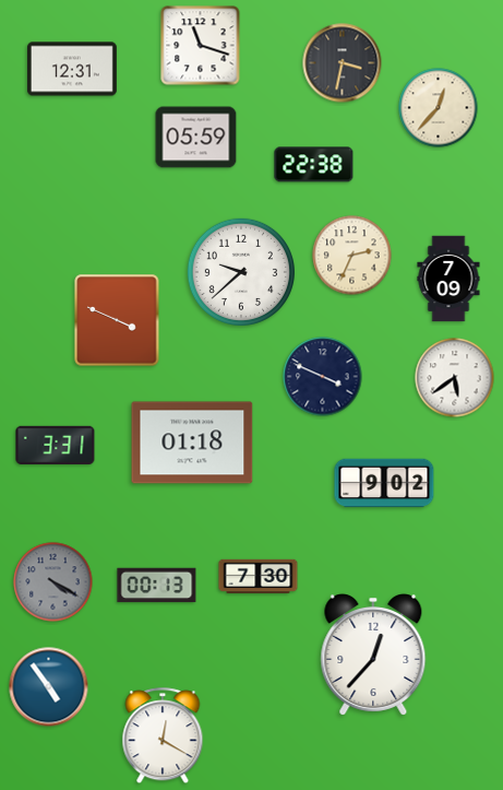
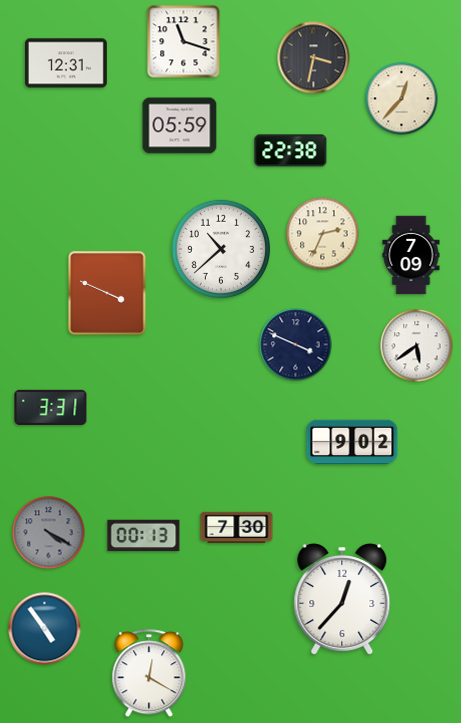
clock at (314, 165) position: (314, 165) -> (291, 151)
clock at (240, 271): 9:38 -> 10:38
clock at (192, 443): 01:18 -> none
